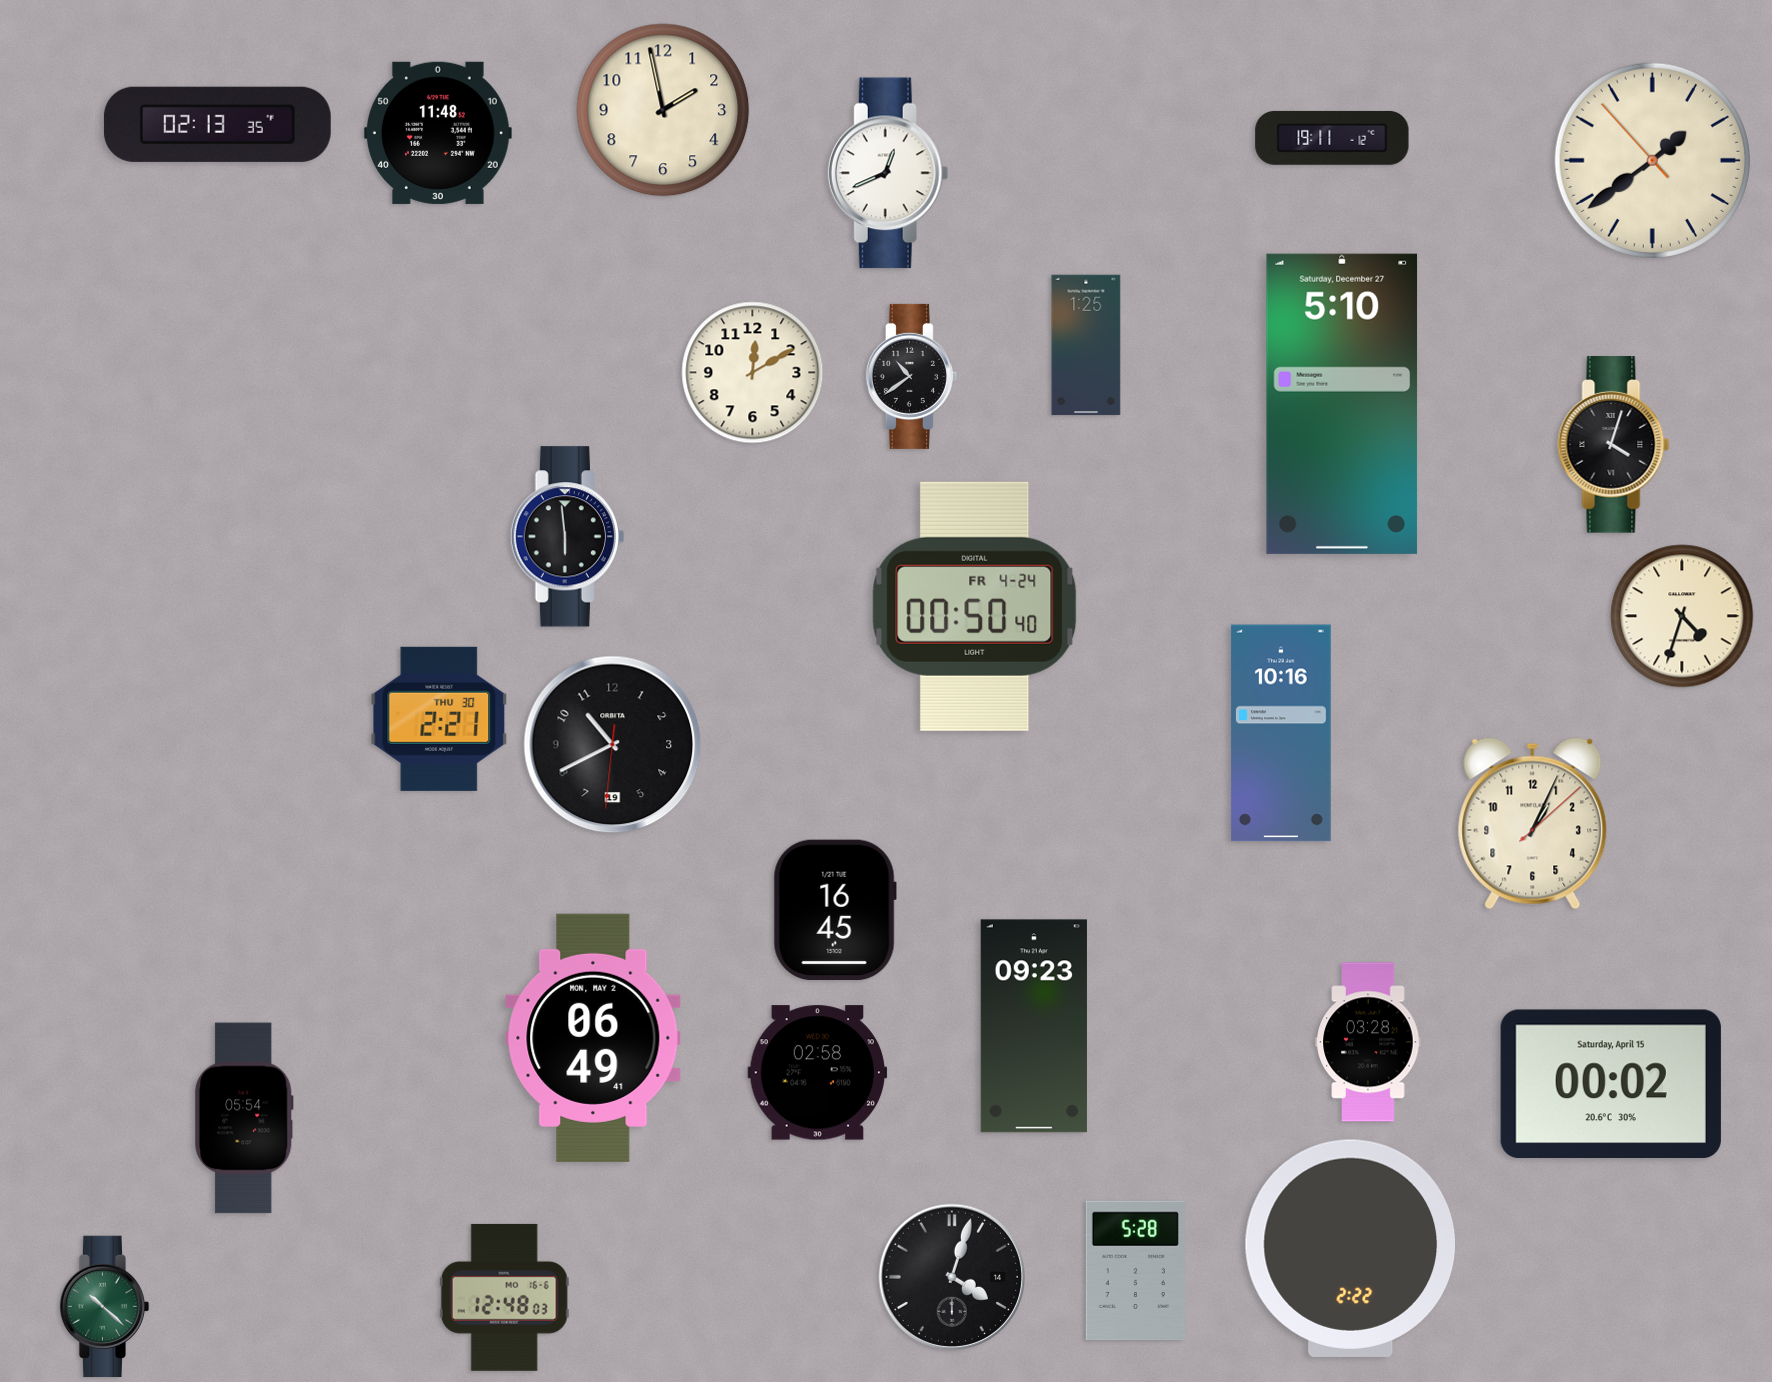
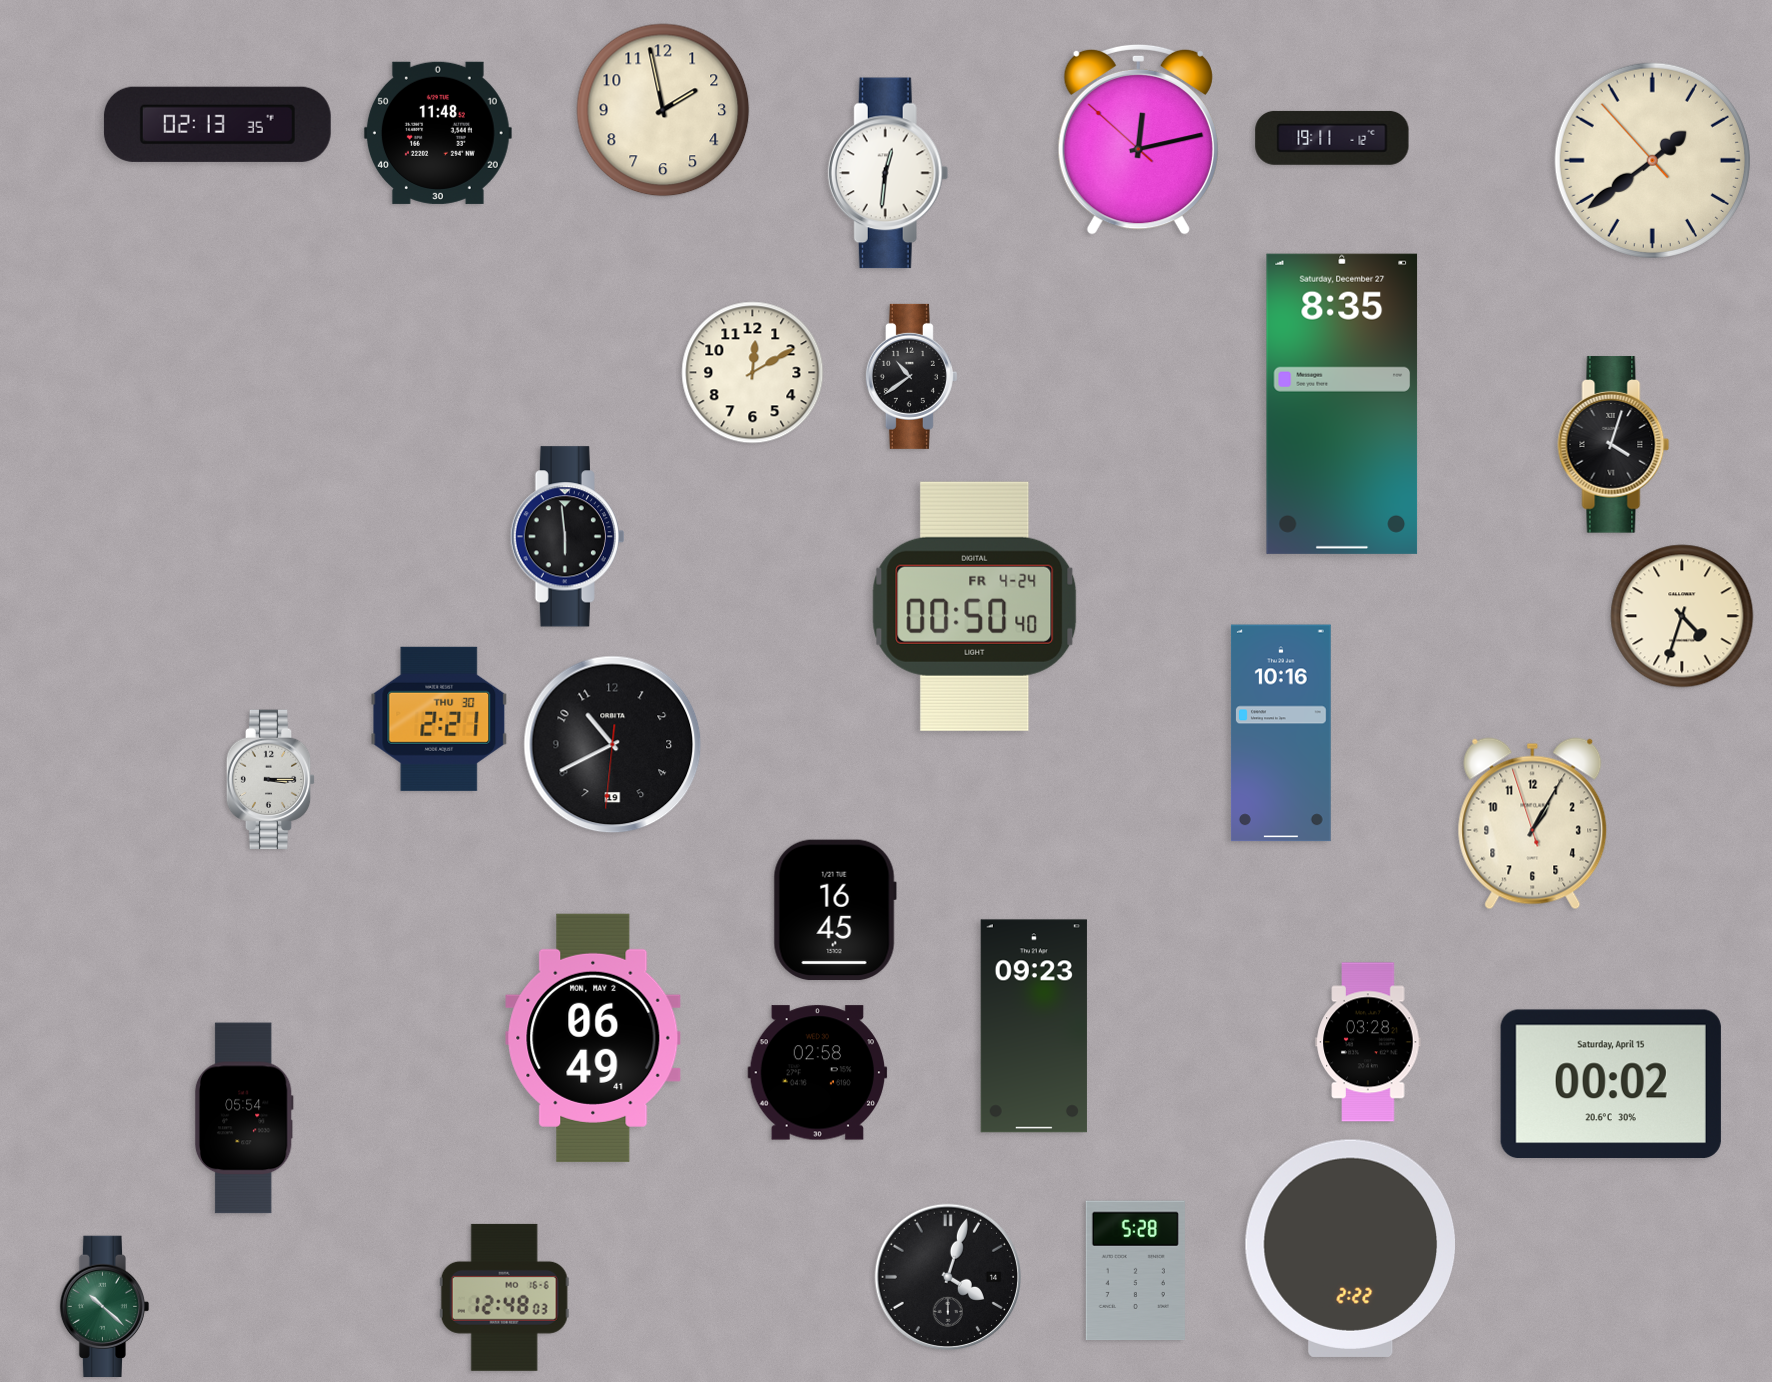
clock at (1138, 139): none -> 12:12
clock at (888, 173): 12:41 -> 12:31
clock at (1086, 345): 1:25 -> none
clock at (1342, 404): 5:10 -> 8:35
clock at (271, 780): none -> 3:15
clock at (1533, 824): 1:04:08 -> 1:04:57
clock at (952, 1277) position: (952, 1277) -> (948, 1277)
